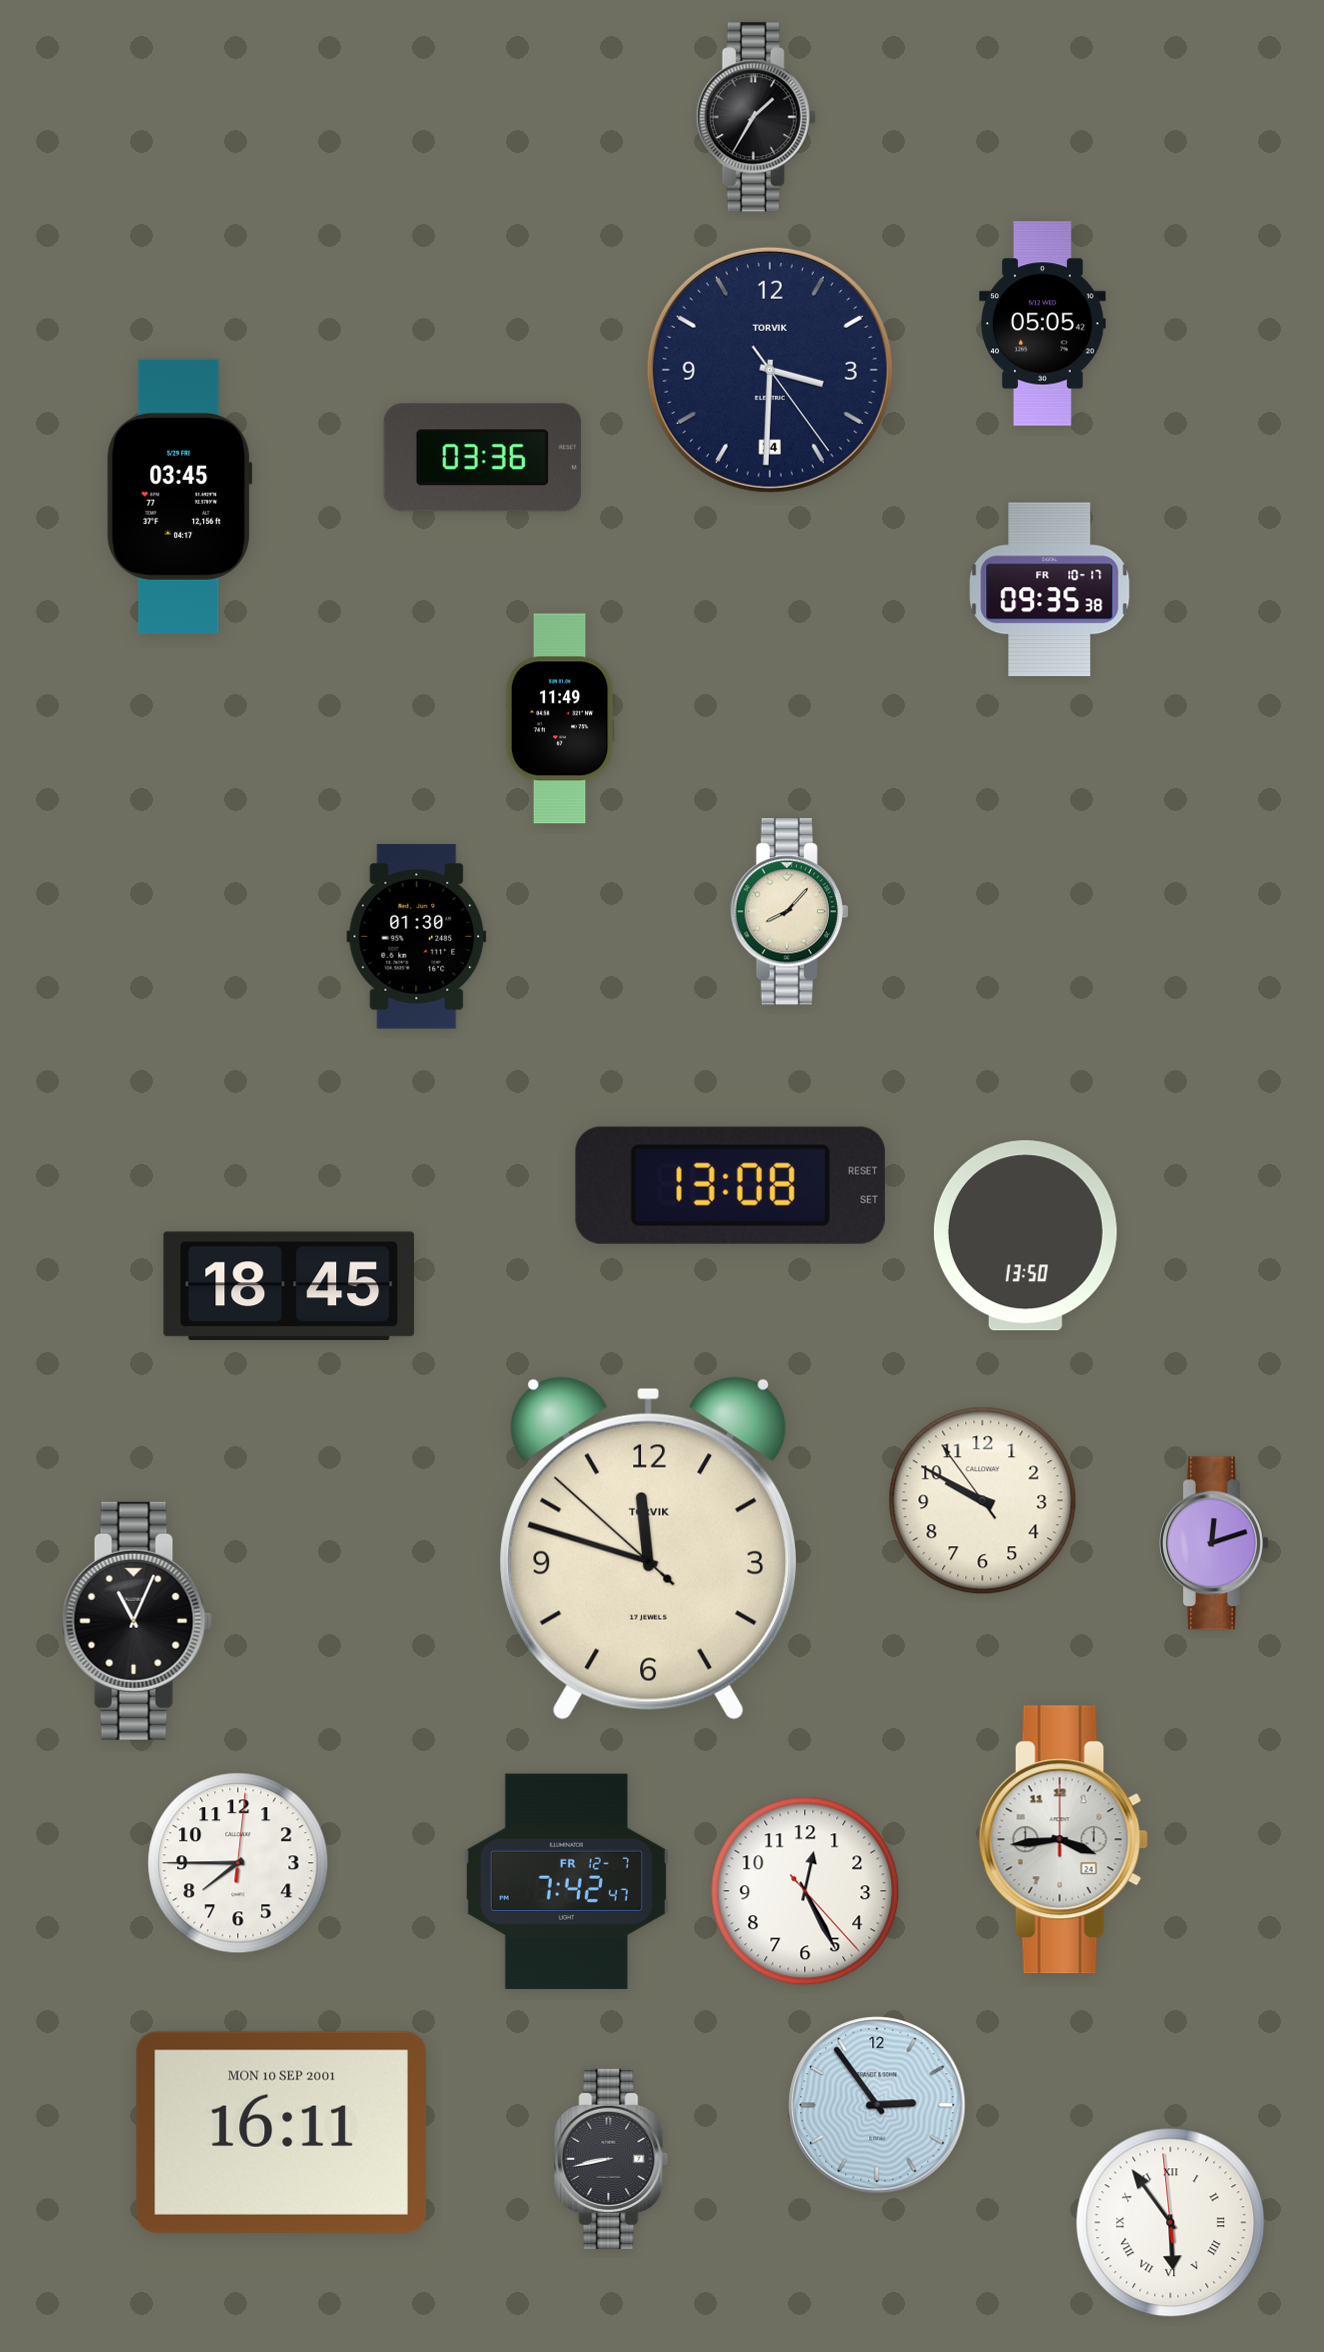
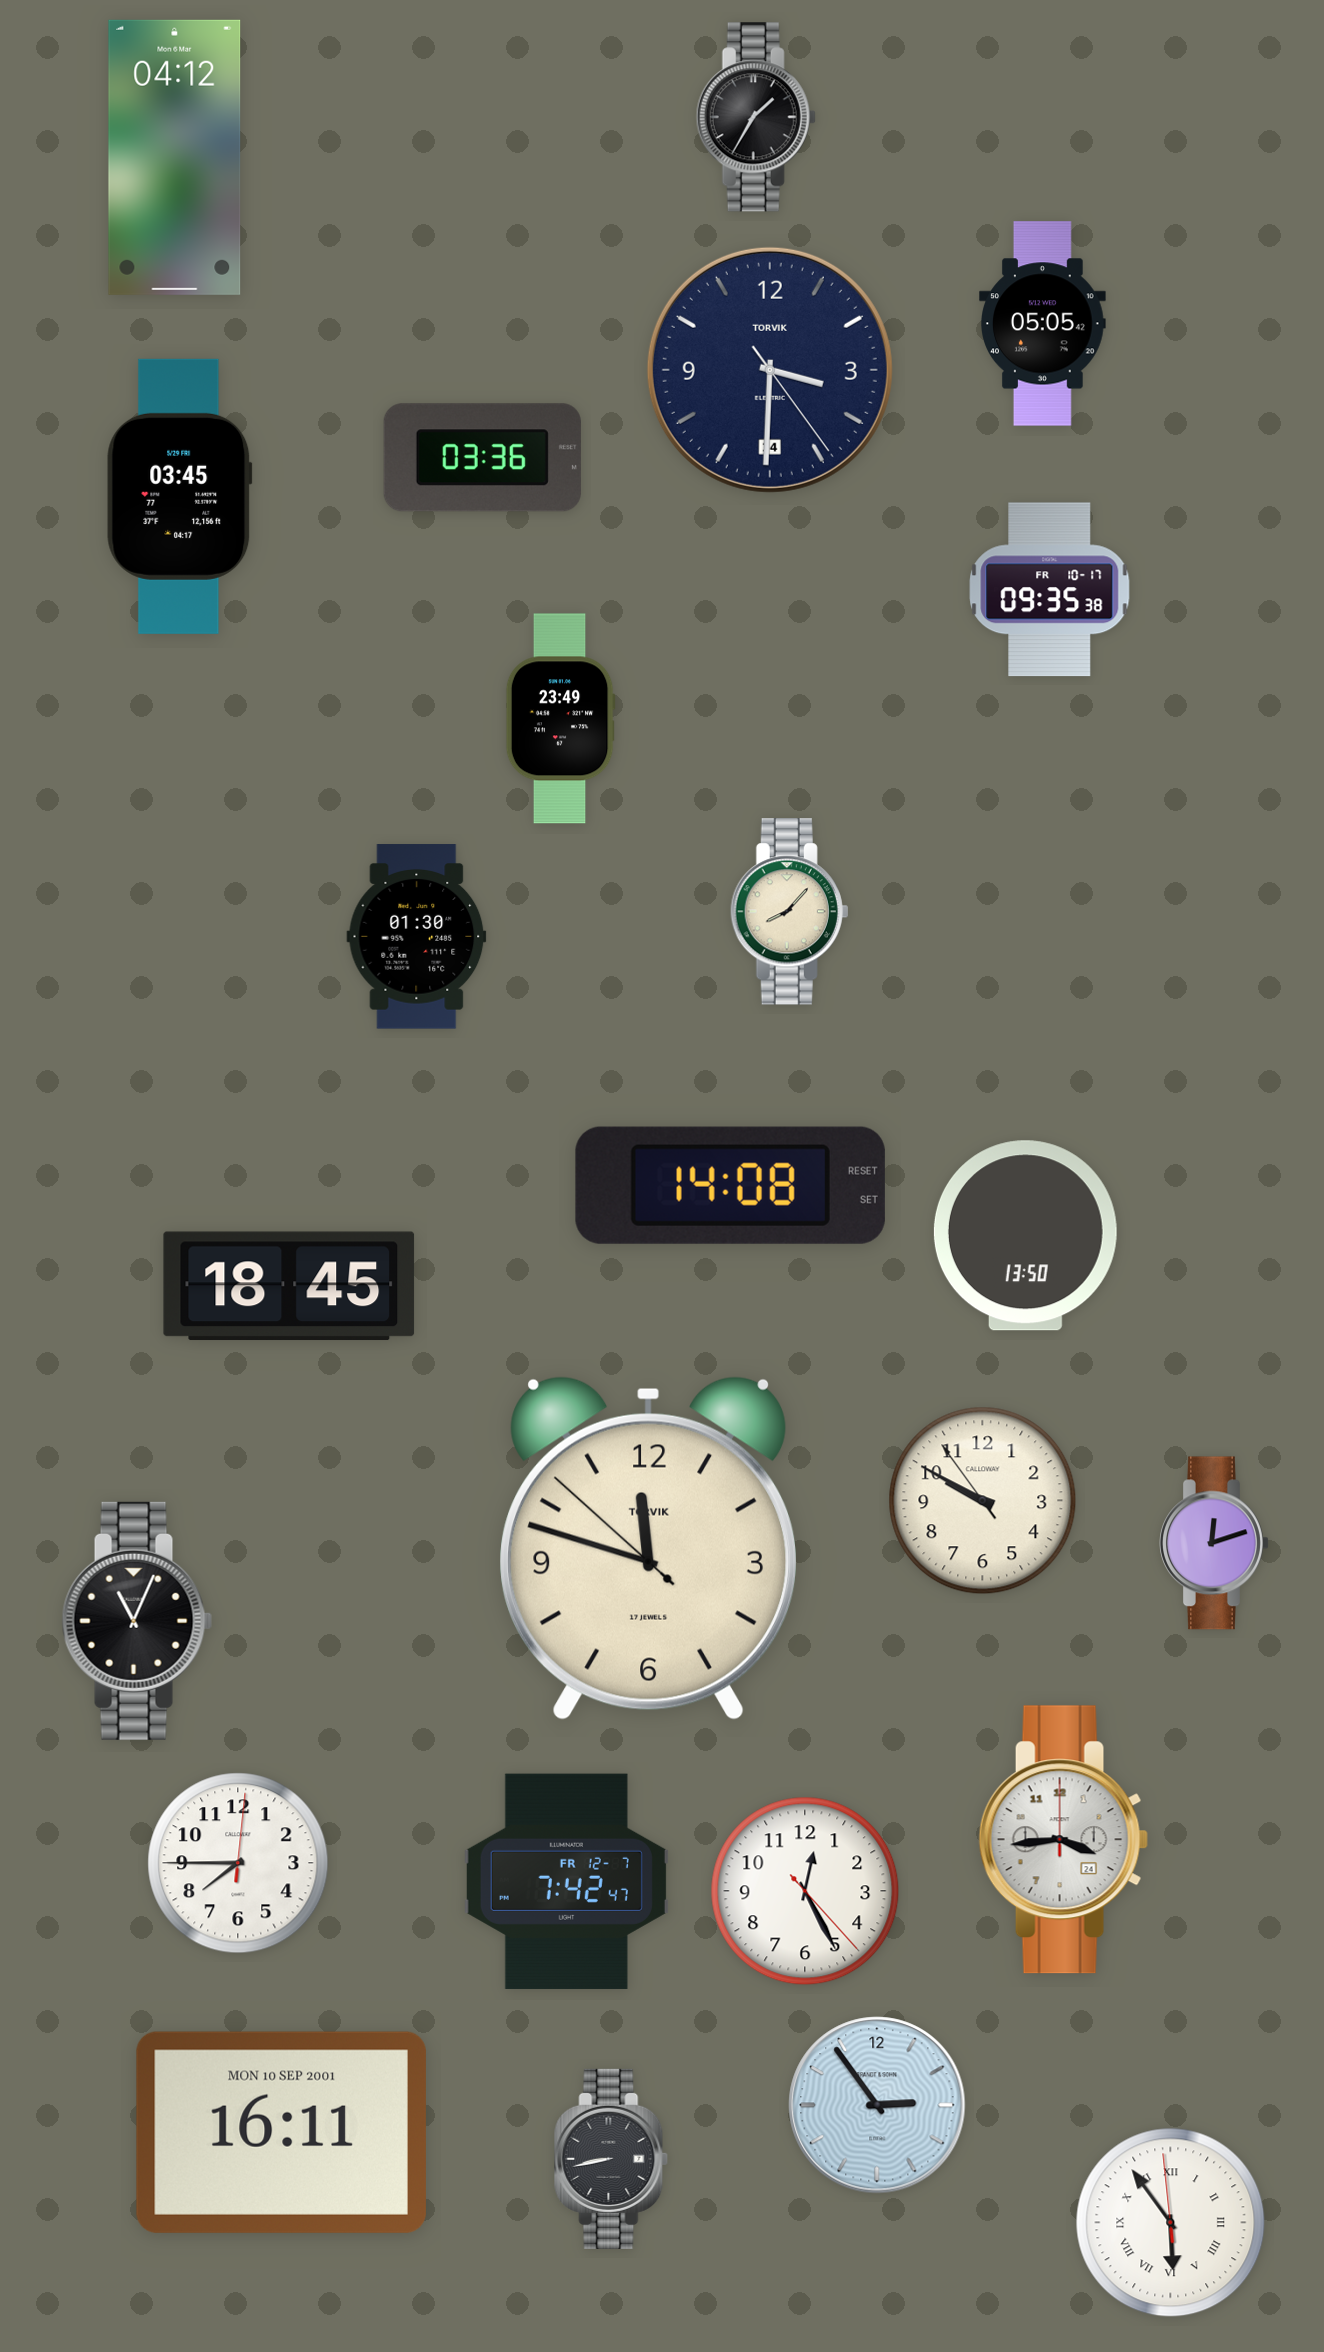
clock at (175, 157): none -> 04:12
clock at (560, 719): 11:49 -> 23:49
clock at (730, 1185): 13:08 -> 14:08
